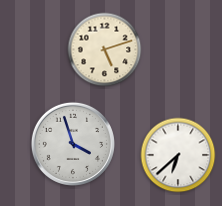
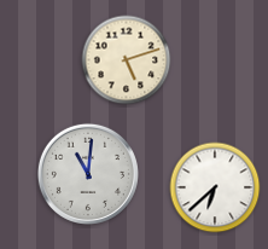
clock at (73, 144): 3:57 -> 11:01
